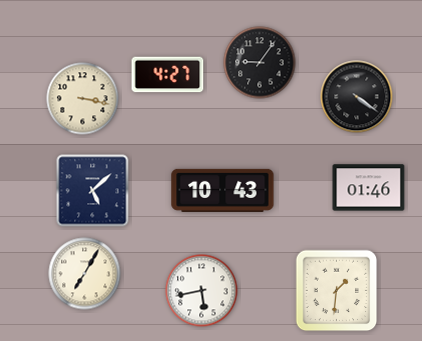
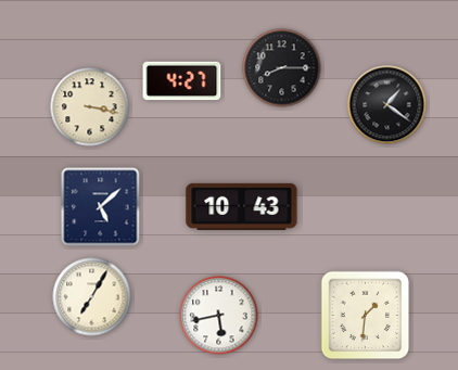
clock at (260, 63): 9:06 -> 8:15
clock at (357, 97): 4:21 -> 1:21
clock at (369, 188): 01:46 -> none
